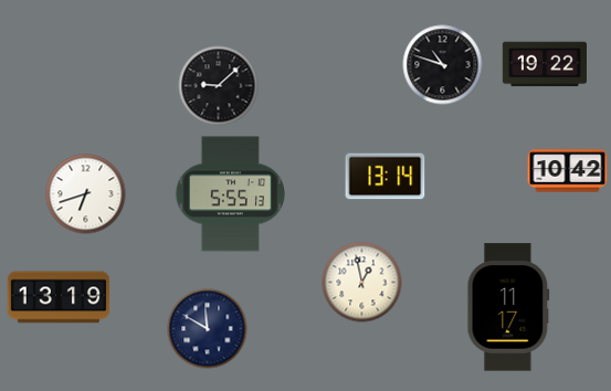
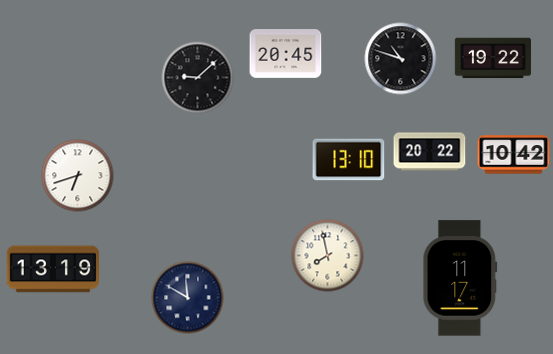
clock at (286, 54): none -> 20:45
clock at (430, 152): none -> 20:22
clock at (386, 177): 13:14 -> 13:10
clock at (230, 194): 5:55 -> none
clock at (362, 283): 12:58 -> 7:58
